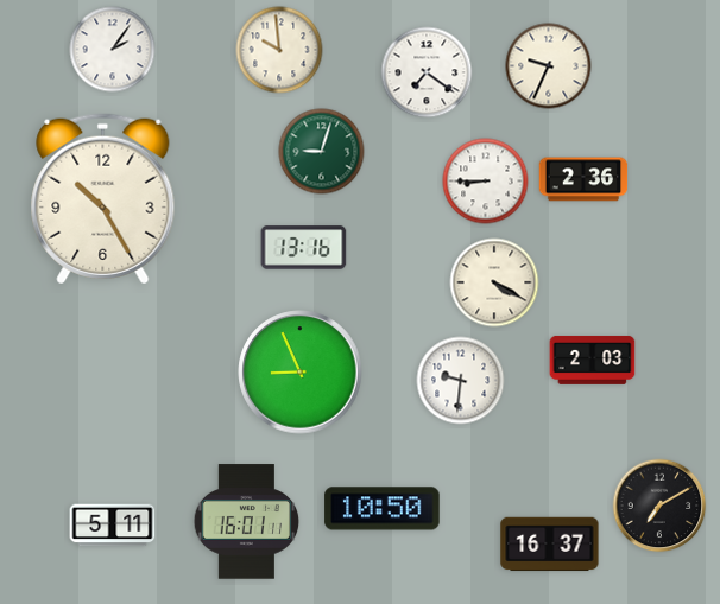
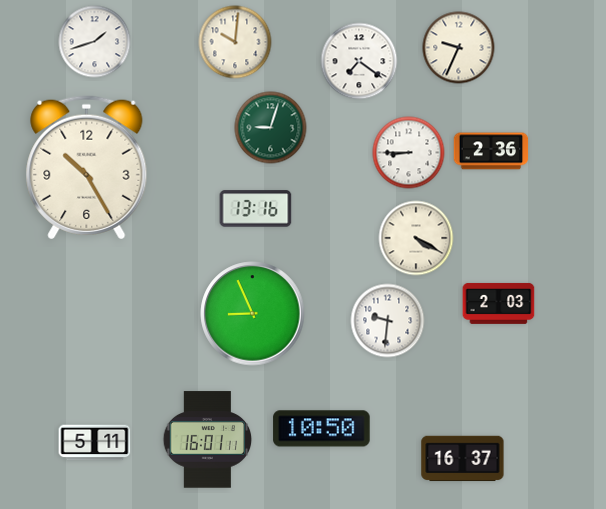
clock at (113, 50): 2:06 -> 1:42
clock at (279, 50): 9:59 -> 10:01
clock at (549, 66) position: (549, 66) -> (459, 48)
clock at (659, 506): 7:10 -> none
